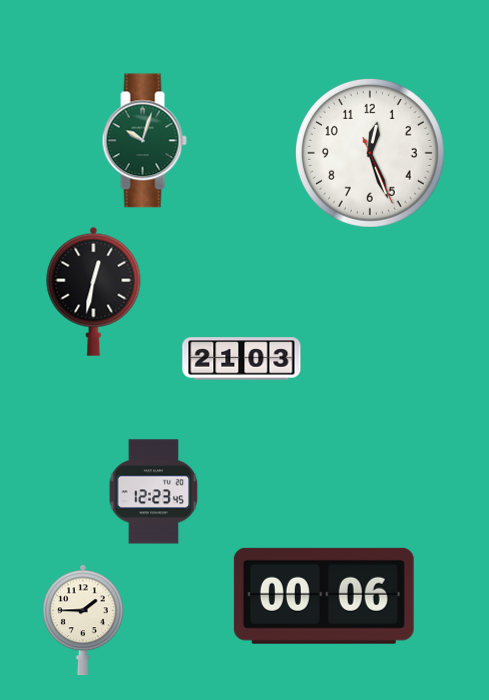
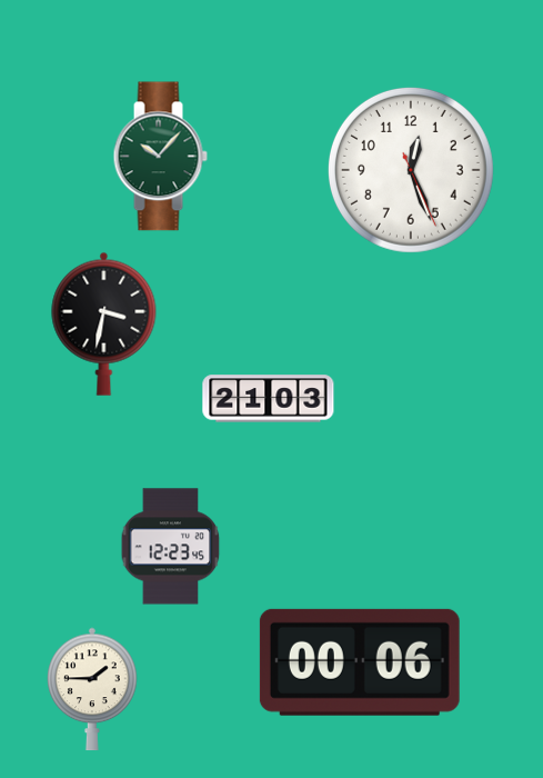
clock at (144, 141): 10:03 -> 10:07
clock at (94, 291): 12:32 -> 3:32
